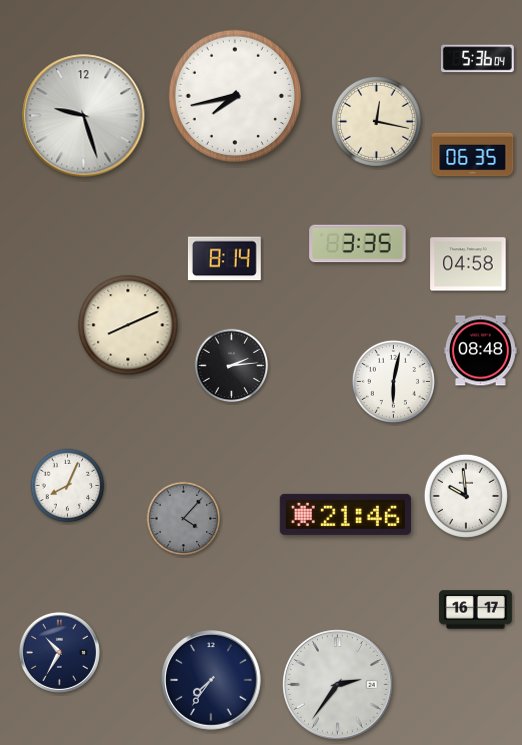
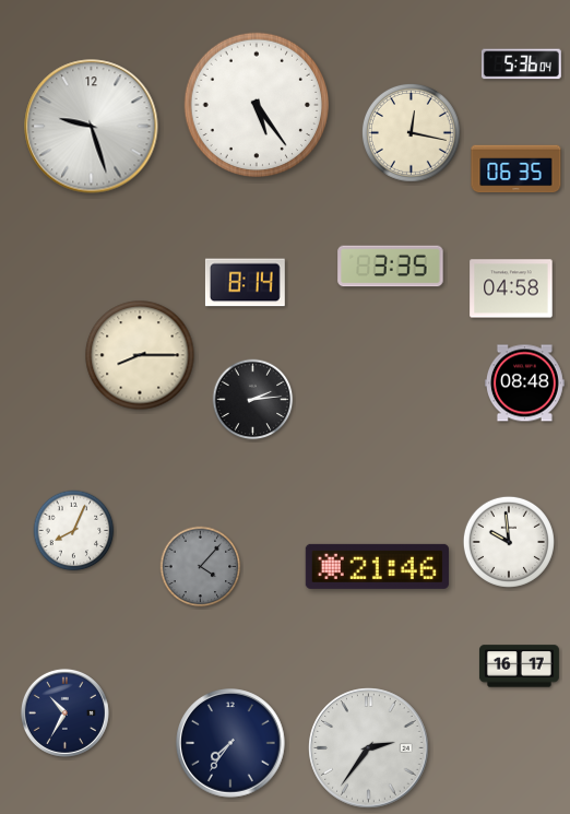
clock at (235, 96): 7:43 -> 5:24
clock at (128, 325): 8:11 -> 8:15
clock at (393, 381): 6:02 -> none
clock at (345, 514) position: (345, 514) -> (377, 566)
